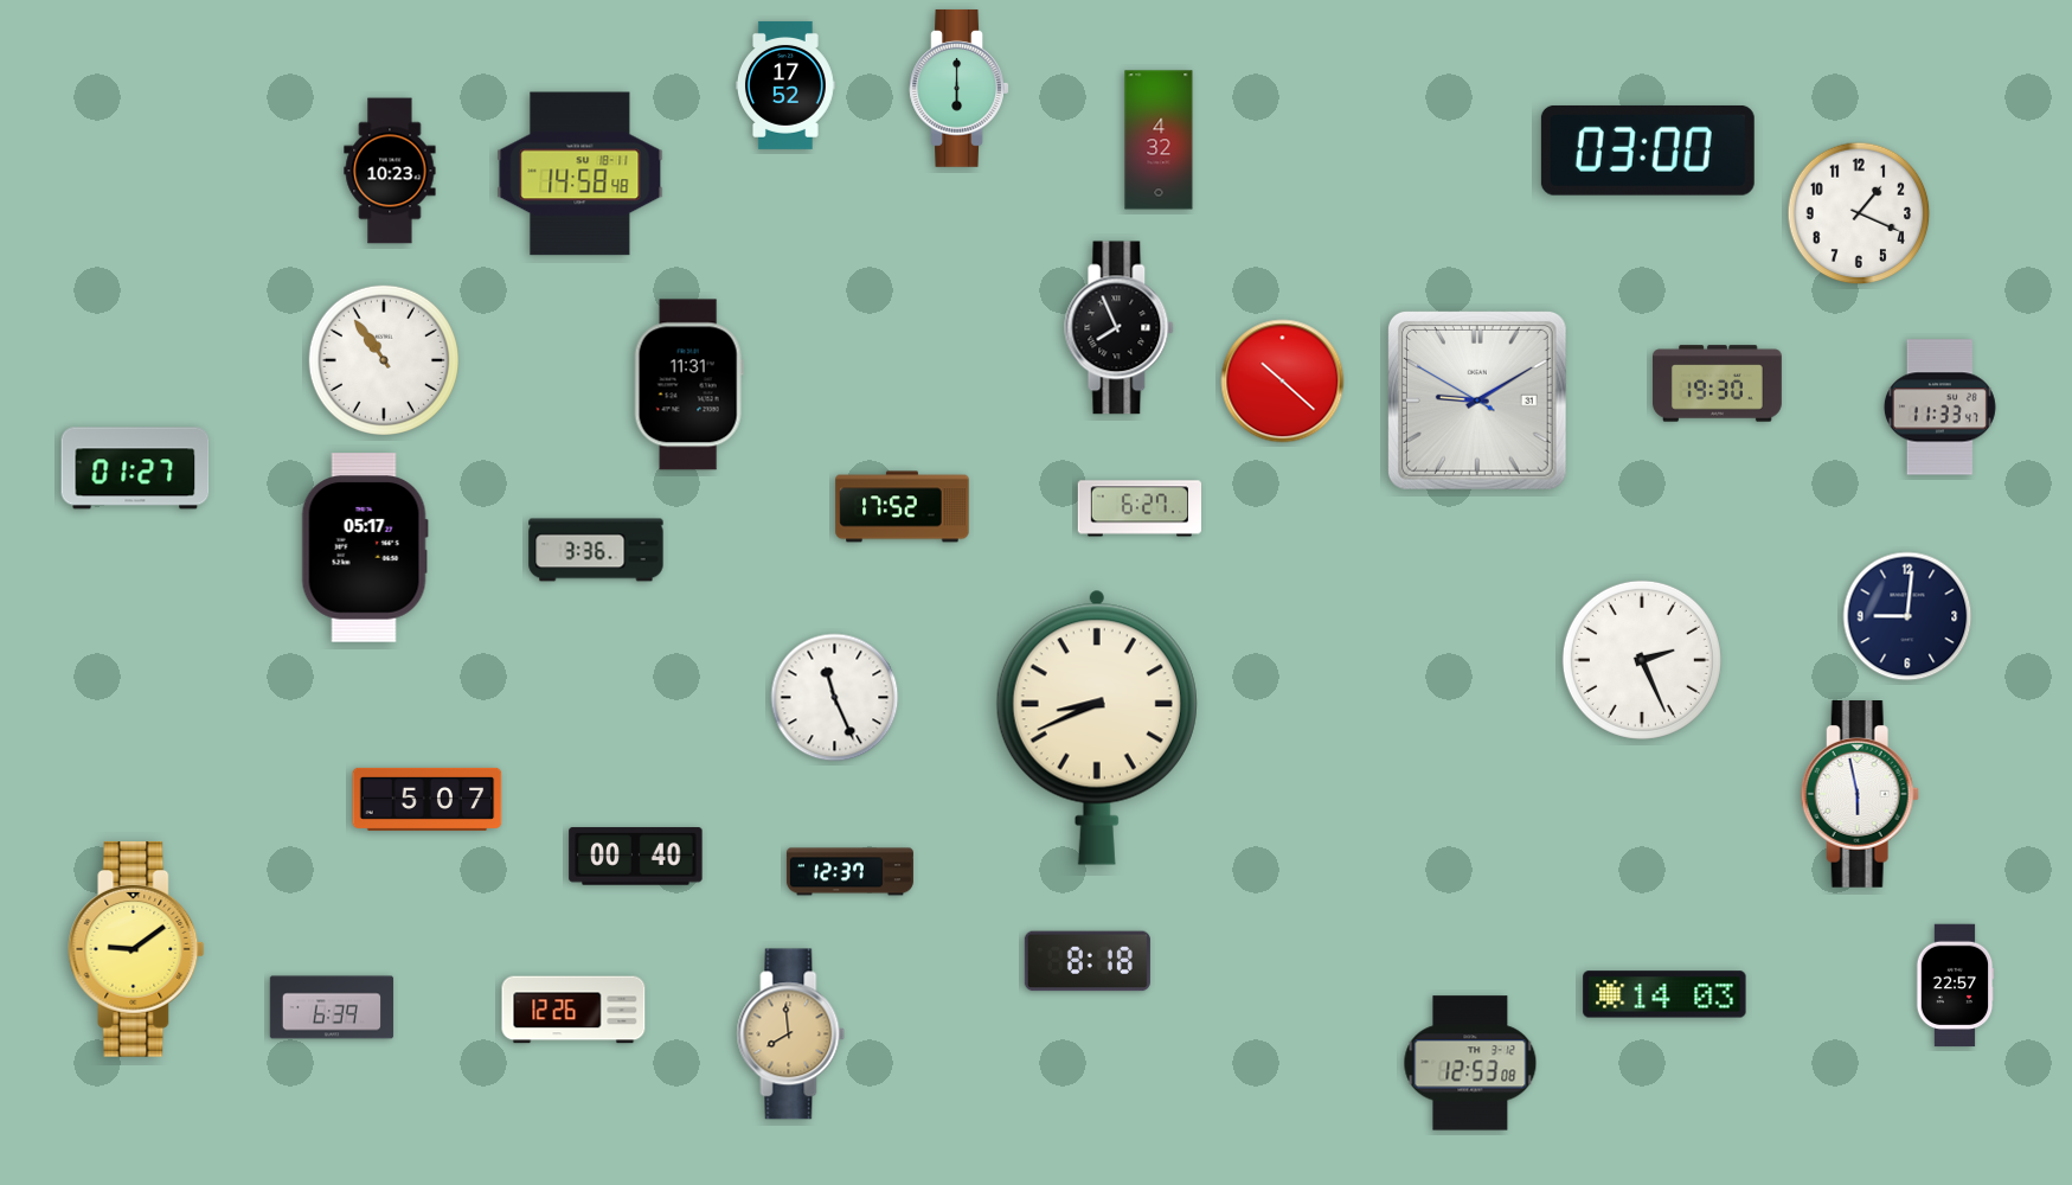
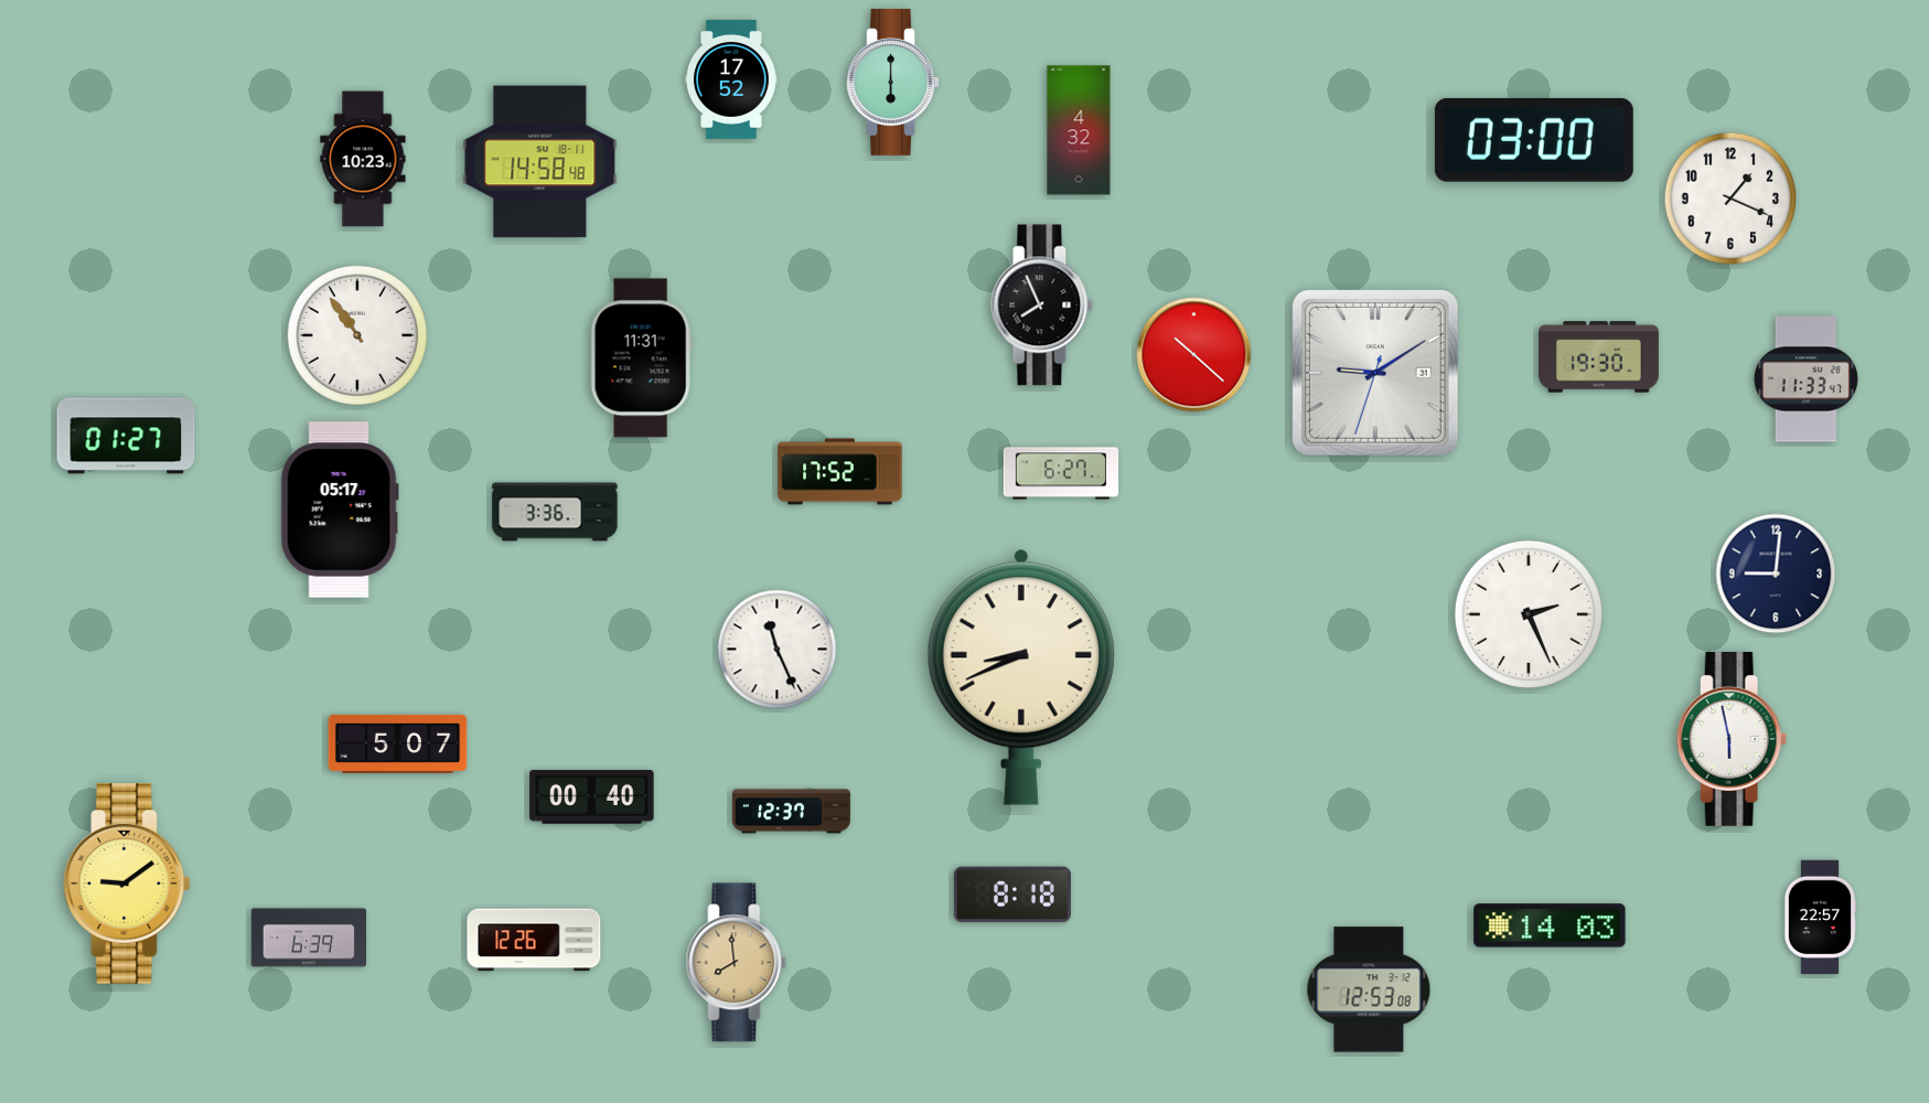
clock at (1477, 401): 9:09:50 -> 9:09:33
